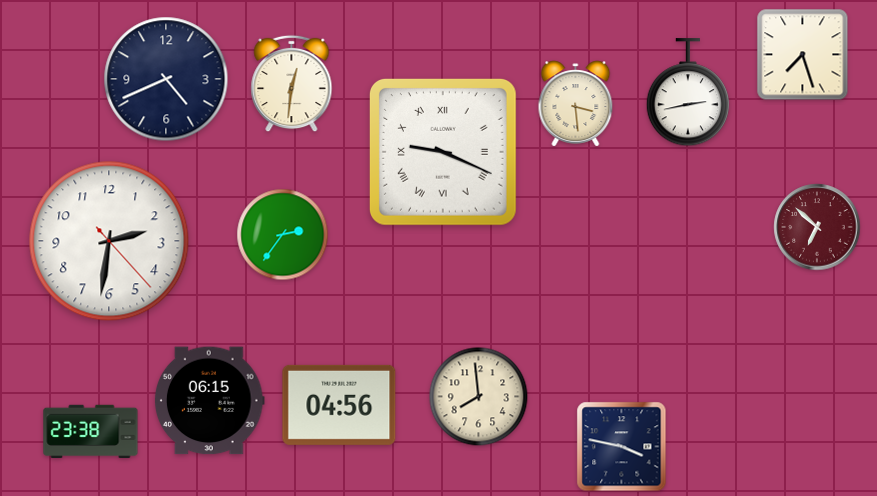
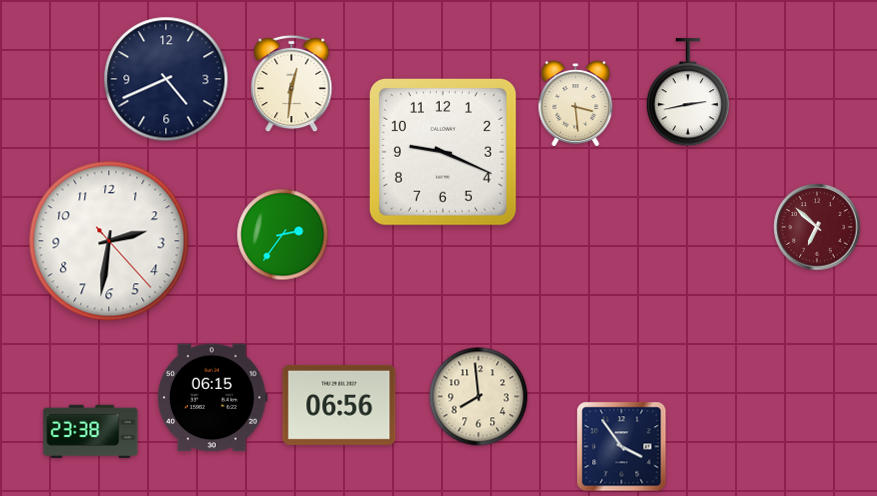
clock at (803, 55): 7:27 -> none
clock at (443, 152) numerals: Roman -> Arabic
clock at (209, 401) position: (209, 401) -> (212, 398)
clock at (339, 405): 04:56 -> 06:56
clock at (622, 447): 3:47 -> 3:54
